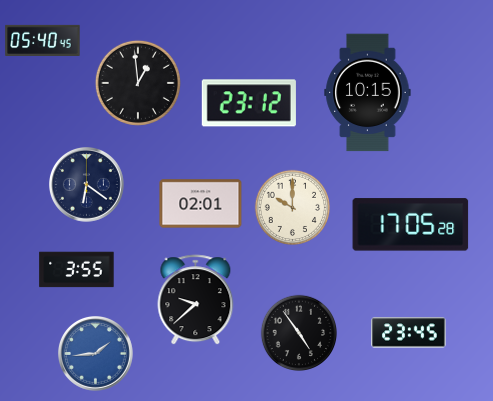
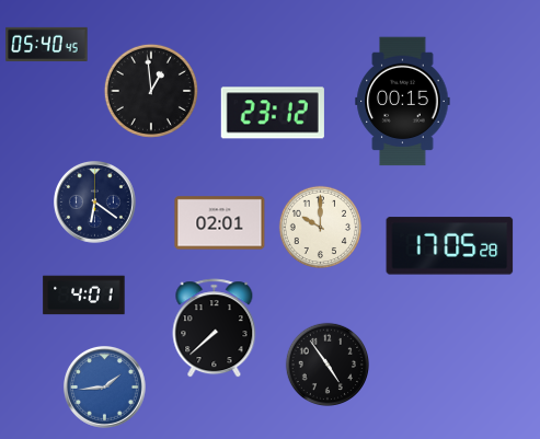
clock at (368, 93): 10:15 -> 00:15
clock at (77, 270): 3:55 -> 4:01
clock at (196, 300): 9:38 -> 7:38
clock at (409, 333): 23:45 -> none
